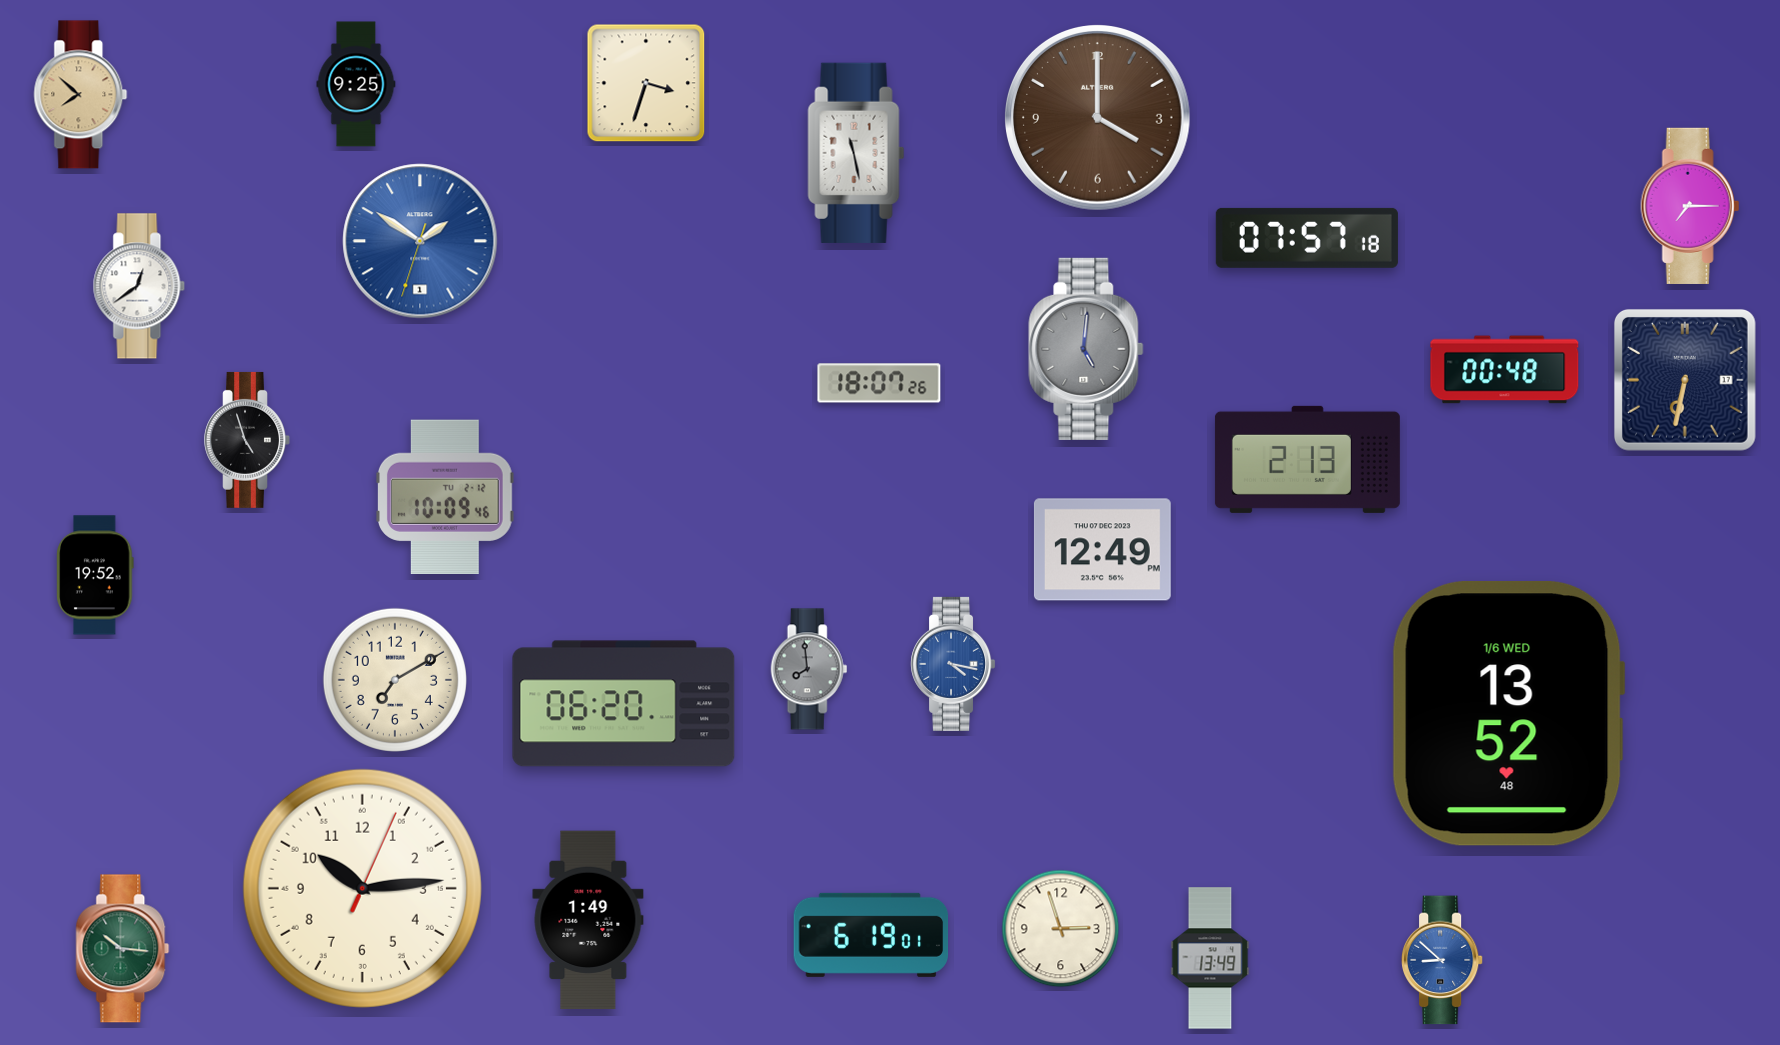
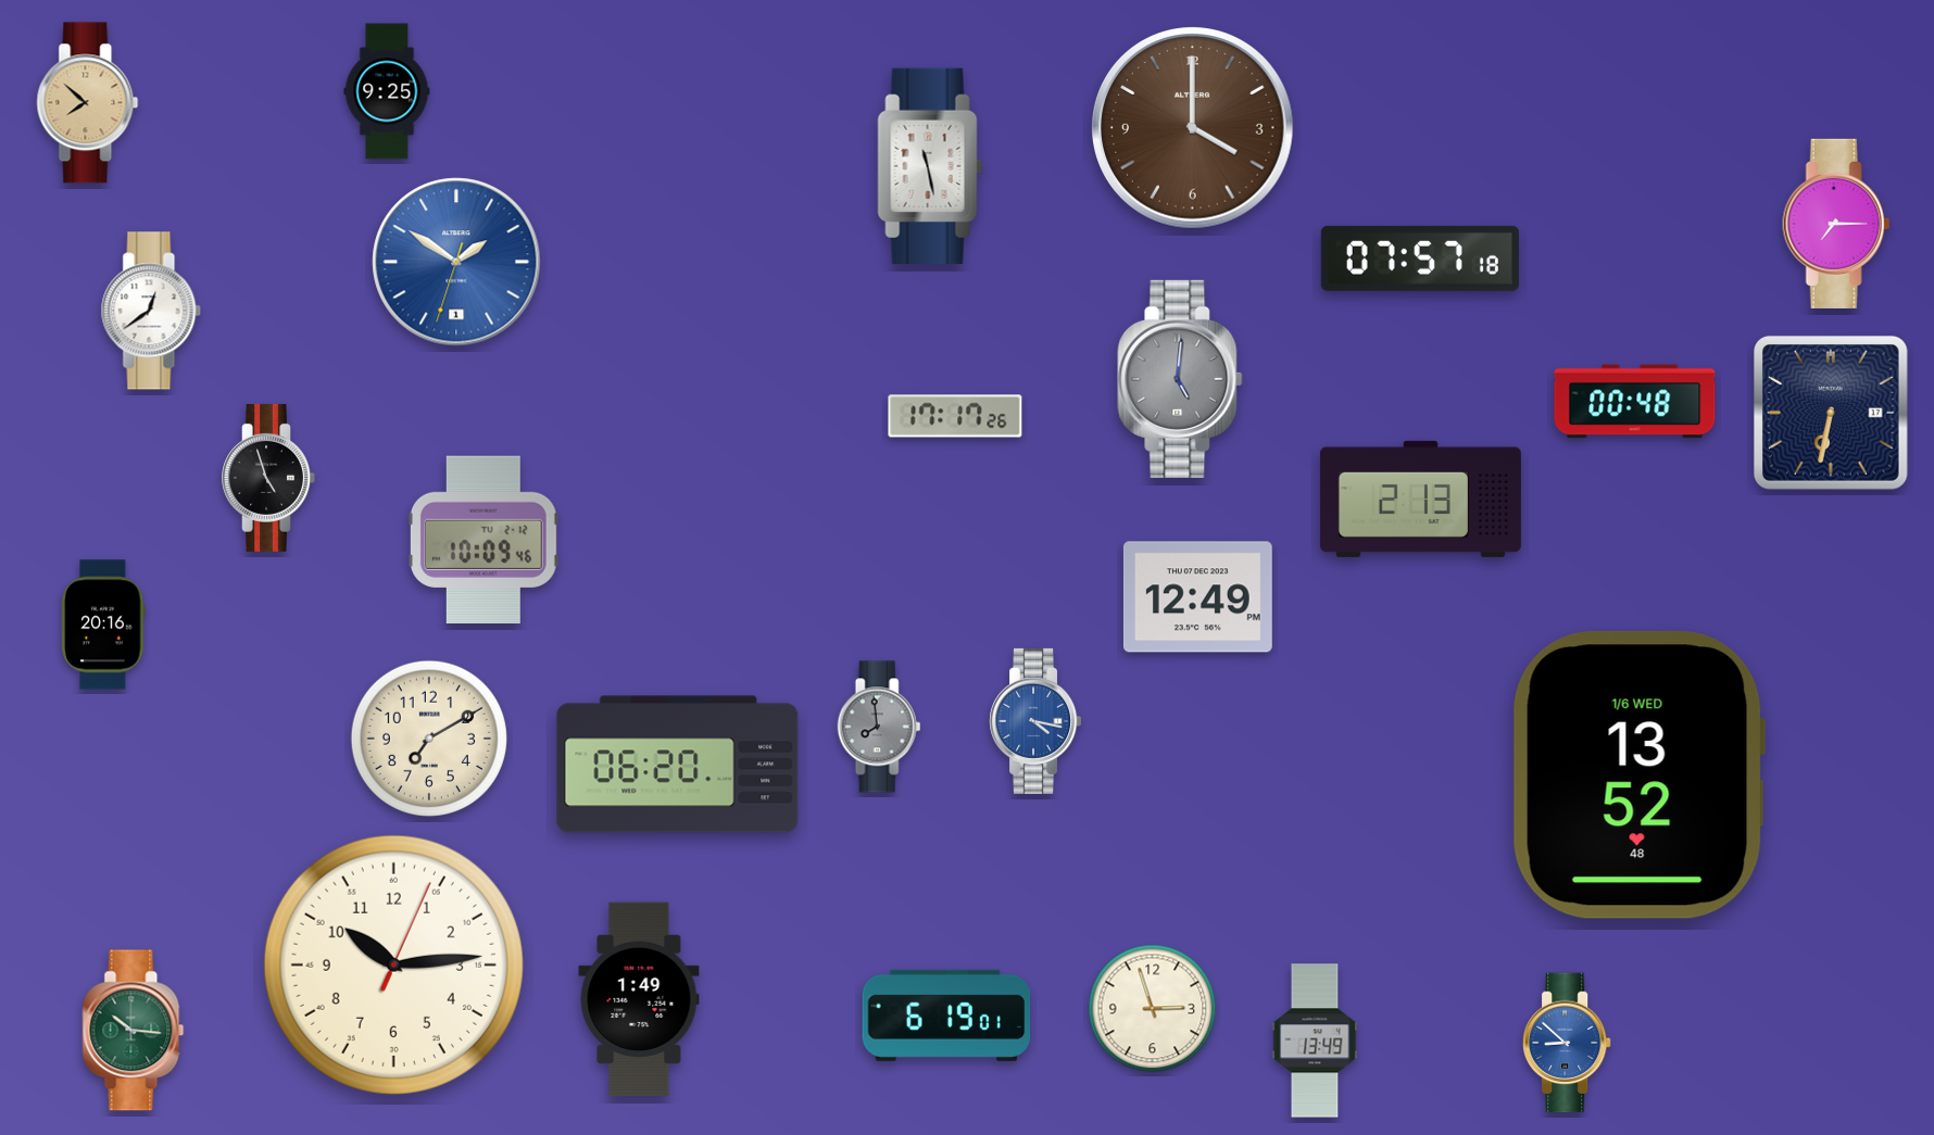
clock at (646, 83): 3:33 -> none
clock at (879, 383): 18:07 -> 17:17
clock at (95, 575): 19:52 -> 20:16
